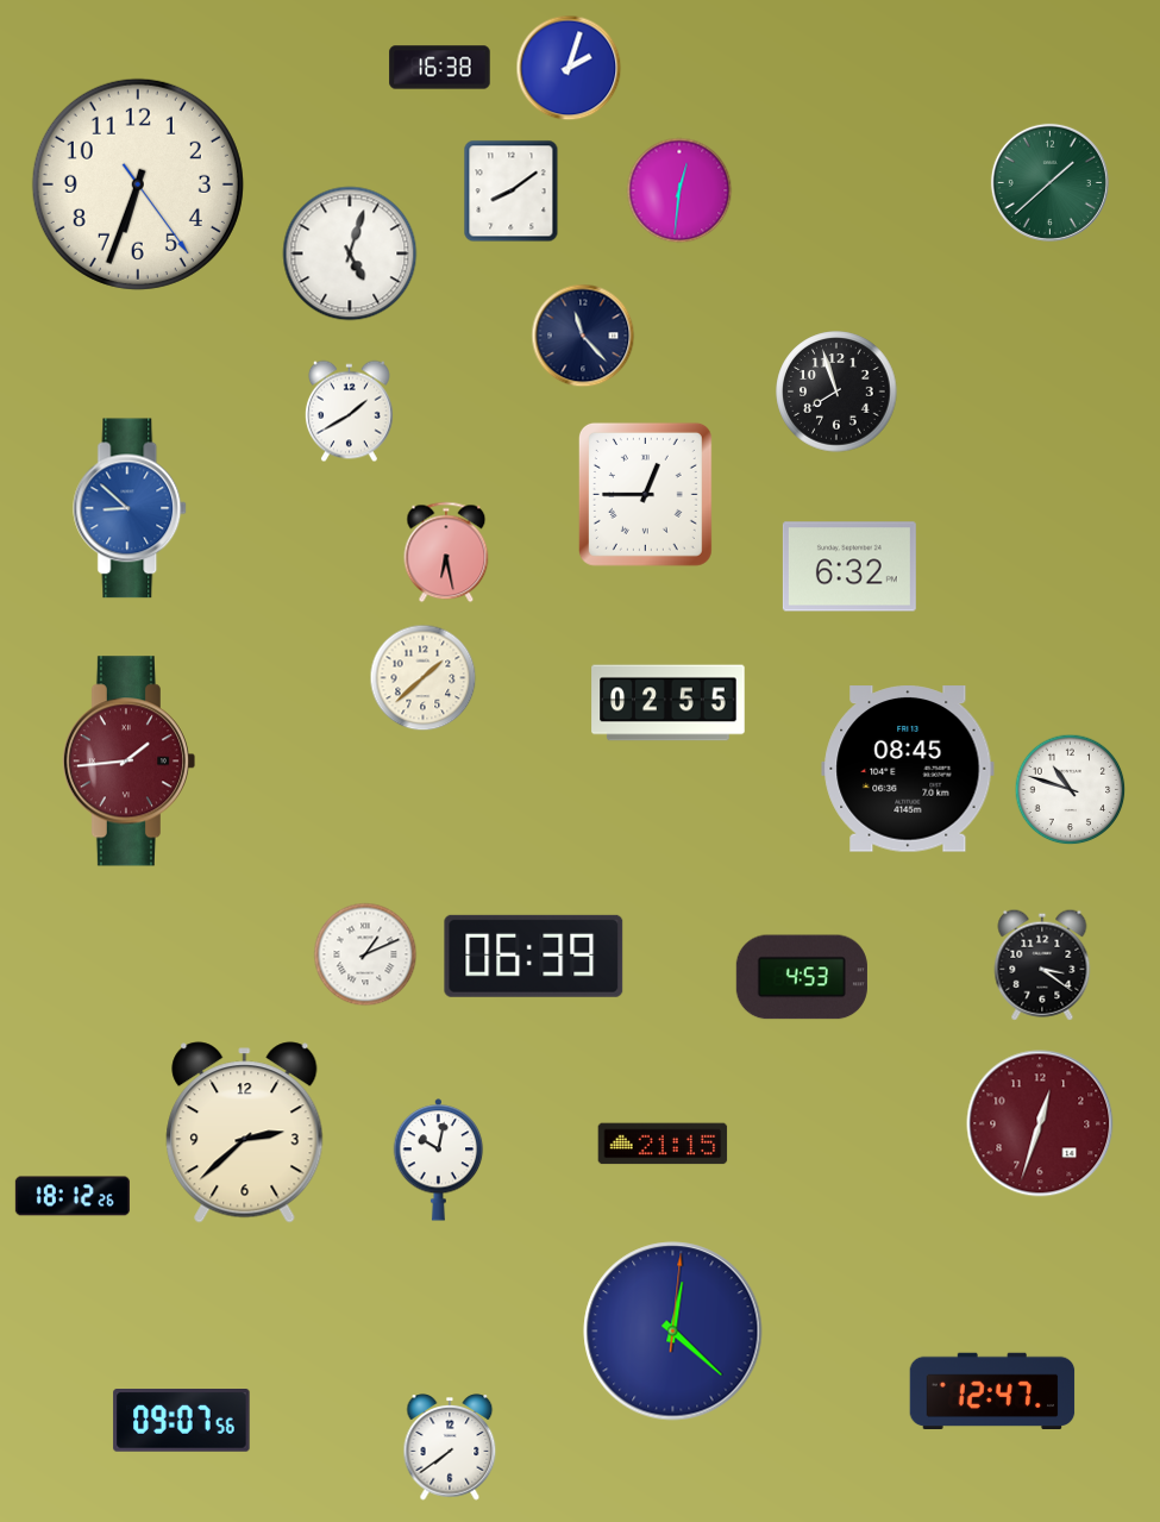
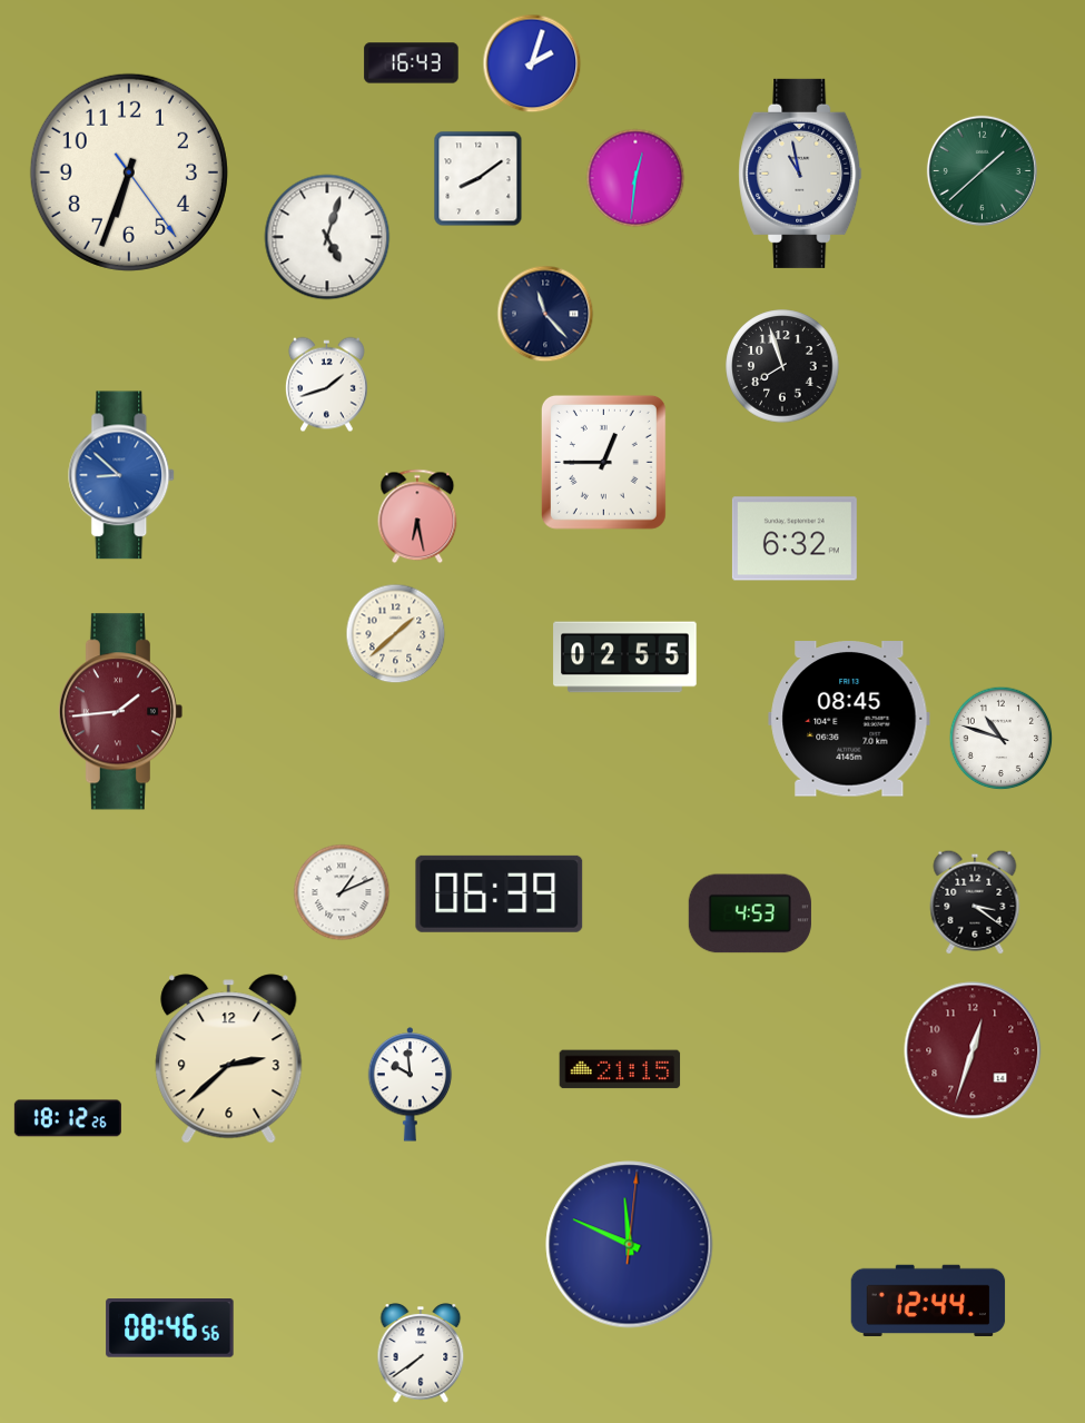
clock at (440, 68): 16:38 -> 16:43
clock at (800, 174): none -> 10:58
clock at (349, 412): 1:40 -> 1:42
clock at (849, 566) position: (849, 566) -> (795, 538)
clock at (439, 1160): 10:02 -> 9:59
clock at (673, 1332): 12:22 -> 11:49
clock at (992, 1390): 12:47 -> 12:44
clock at (182, 1421): 09:07 -> 08:46
